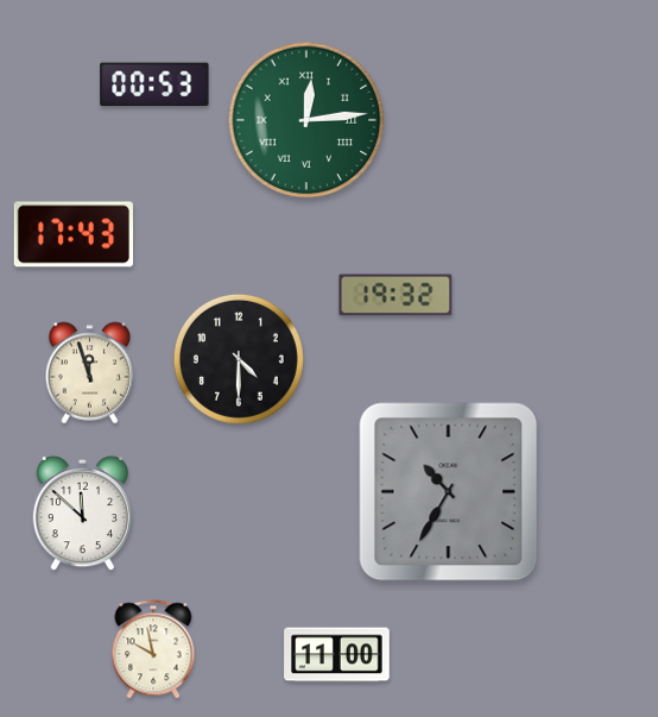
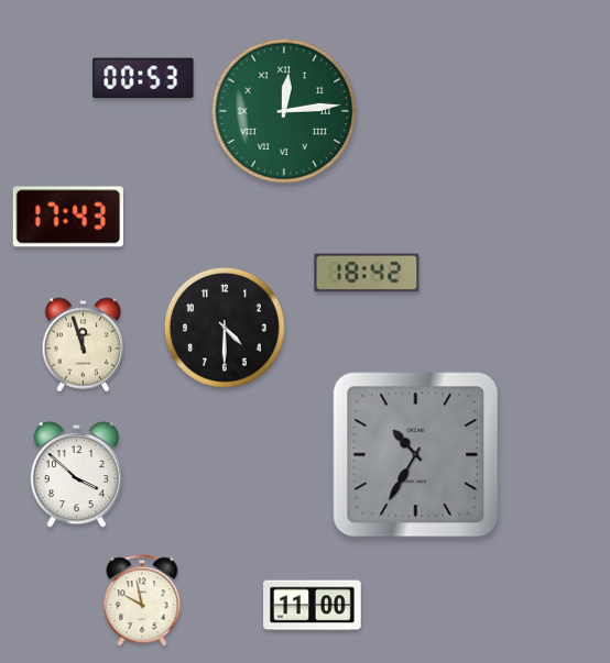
clock at (396, 295): 19:32 -> 18:42
clock at (239, 359) position: (239, 359) -> (225, 328)
clock at (83, 514): 11:52 -> 3:52
